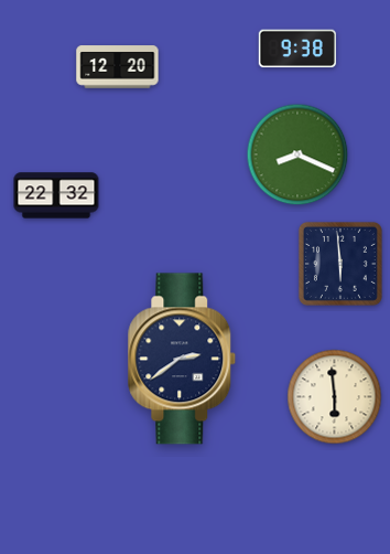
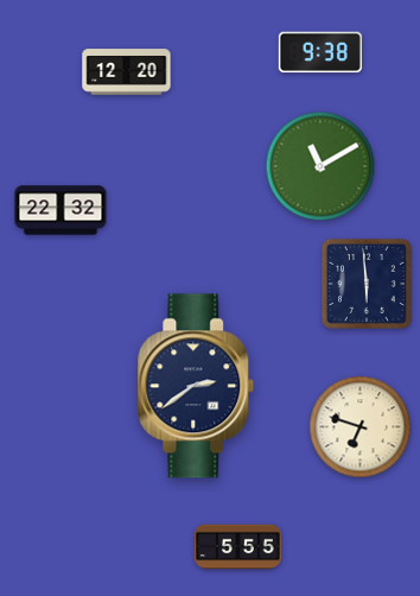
clock at (297, 155): 8:19 -> 11:10
clock at (335, 397): 5:59 -> 6:48
clock at (238, 547): none -> 5:55
